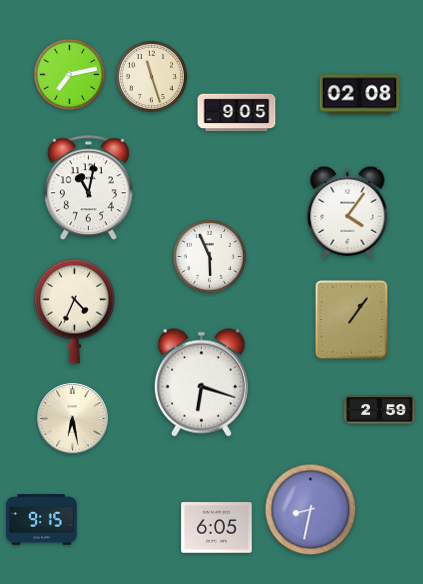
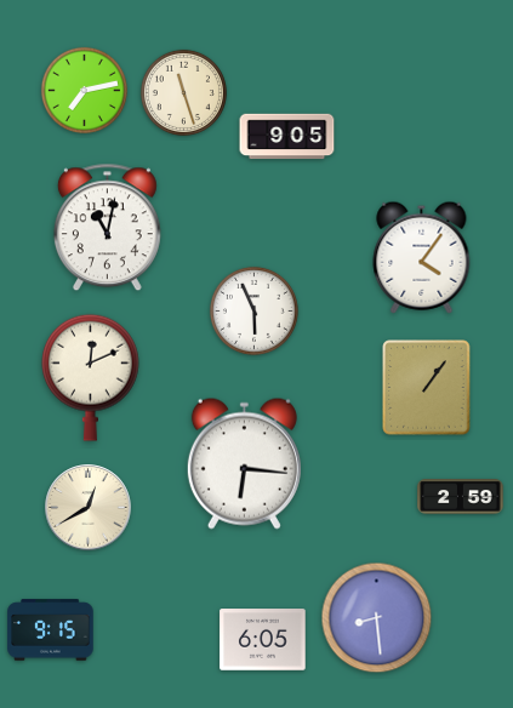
clock at (360, 95): 02:08 -> none
clock at (75, 311): 4:34 -> 12:11
clock at (201, 382): 6:18 -> 6:16
clock at (73, 419): 6:28 -> 12:40
clock at (311, 510): 8:32 -> 8:29
